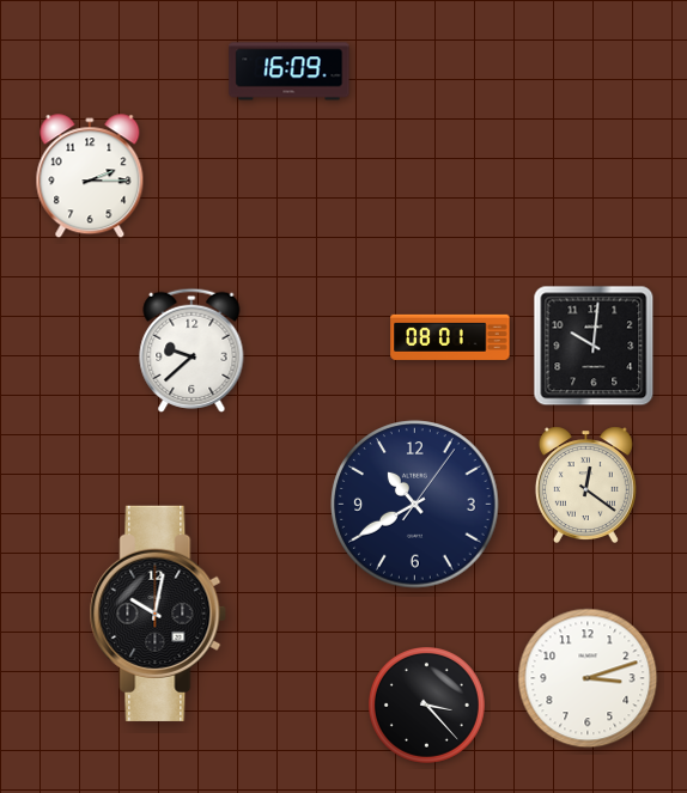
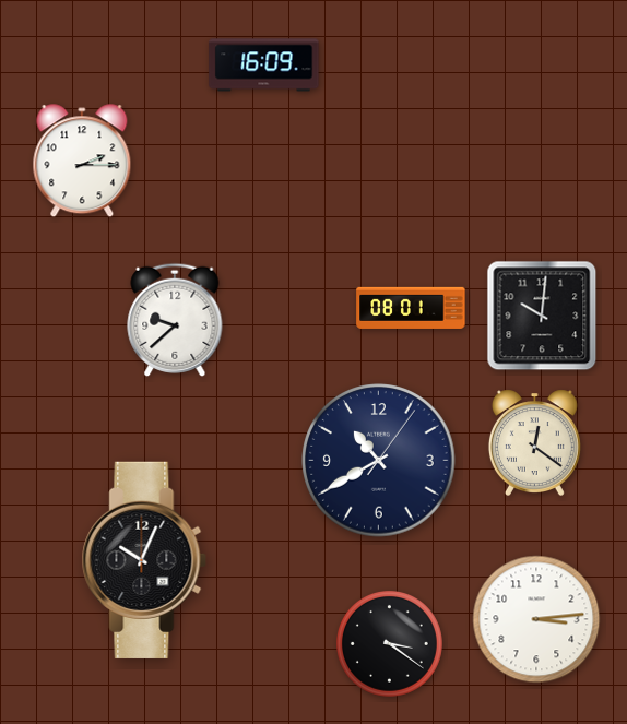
clock at (158, 614): 10:02 -> 10:04
clock at (588, 678): 3:12 -> 3:14
clock at (426, 704): 3:23 -> 3:21
